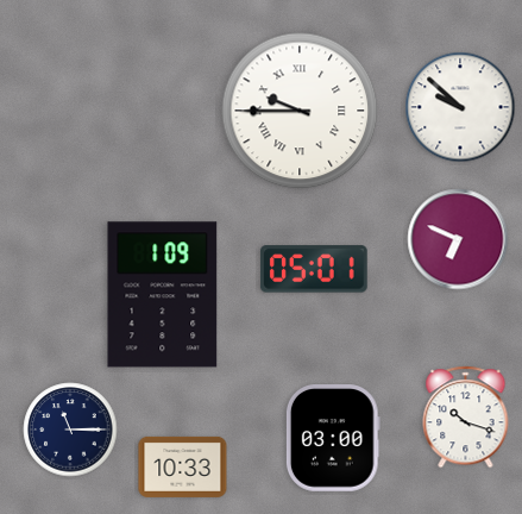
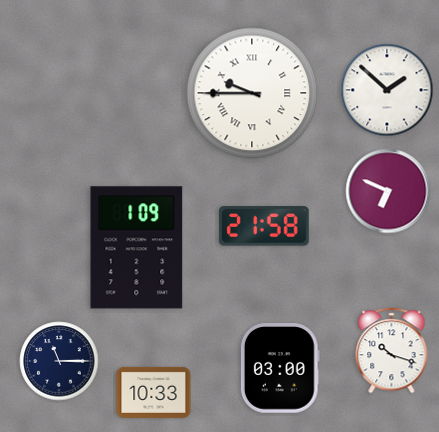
clock at (460, 107): 9:52 -> 1:52
clock at (458, 239) position: (458, 239) -> (388, 191)
clock at (314, 269): 05:01 -> 21:58
